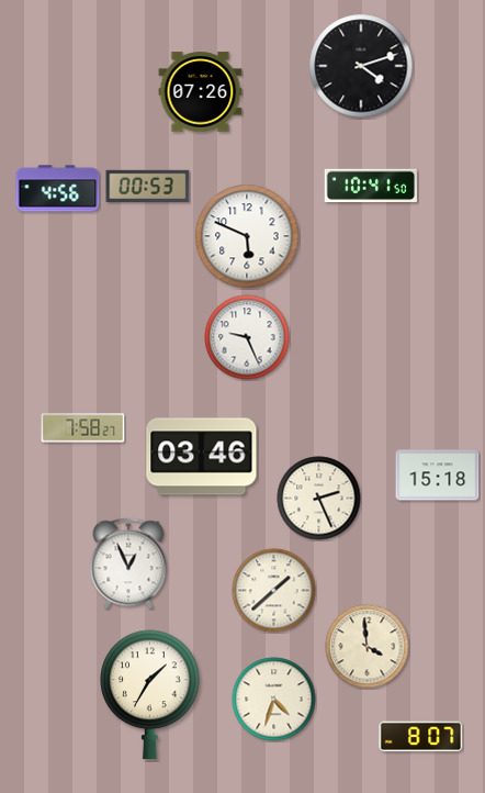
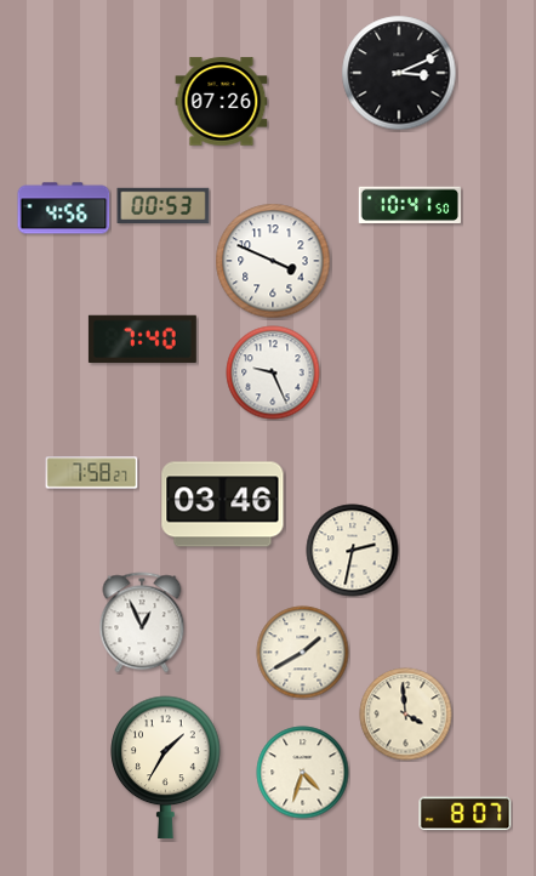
clock at (361, 66): 4:12 -> 3:11
clock at (247, 236): 5:49 -> 3:49
clock at (142, 339): none -> 7:40
clock at (438, 476): 15:18 -> none
clock at (319, 499): 2:26 -> 2:32
clock at (274, 591): 1:38 -> 1:40
